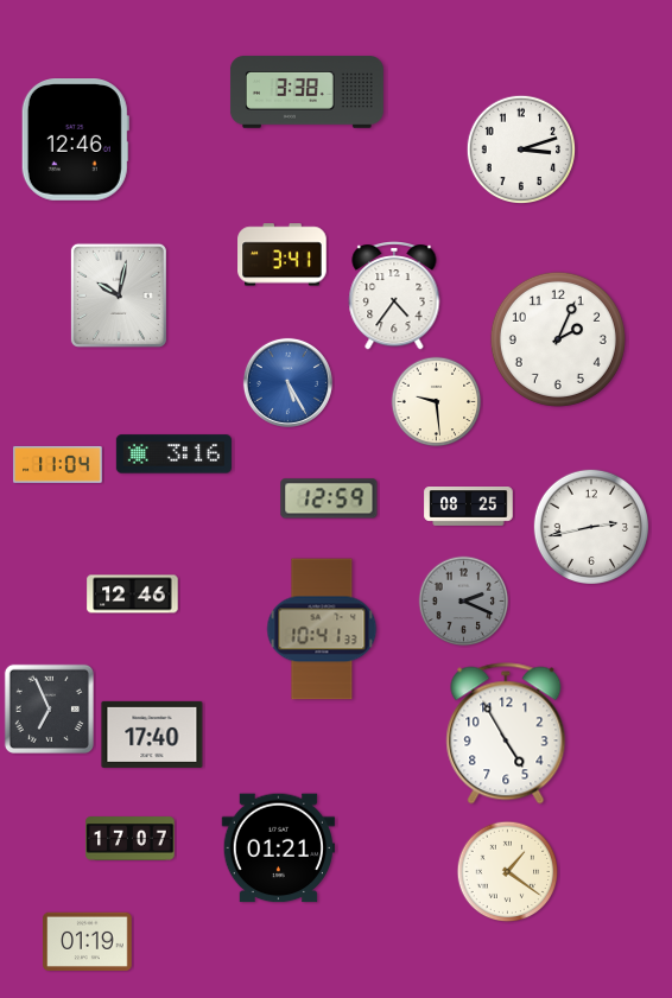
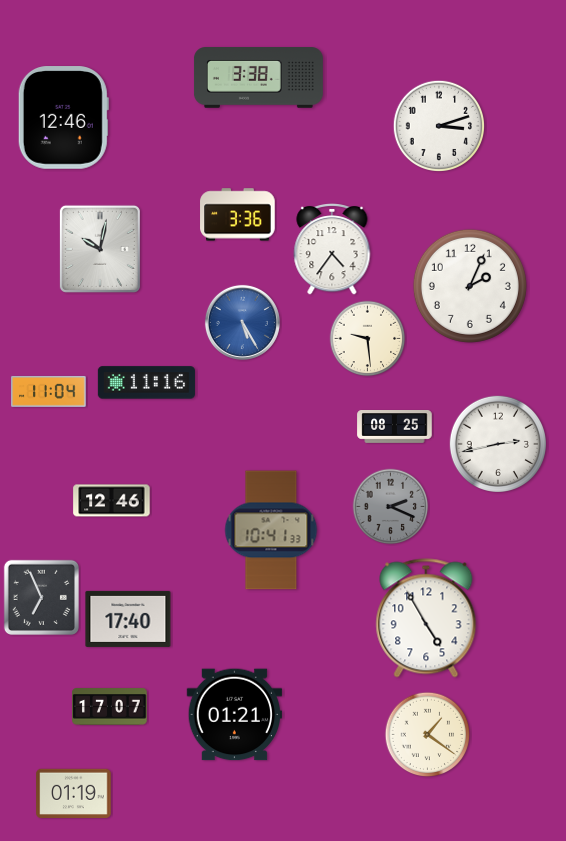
clock at (283, 255): 3:41 -> 3:36
clock at (173, 454): 3:16 -> 11:16
clock at (329, 498): 12:59 -> none
